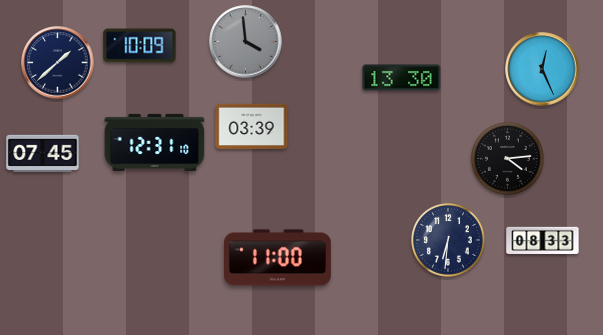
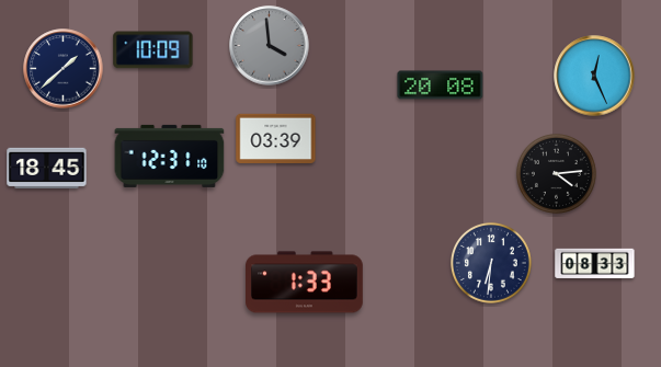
clock at (402, 78): 13:30 -> 20:08
clock at (43, 153): 07:45 -> 18:45
clock at (278, 258): 11:00 -> 1:33
